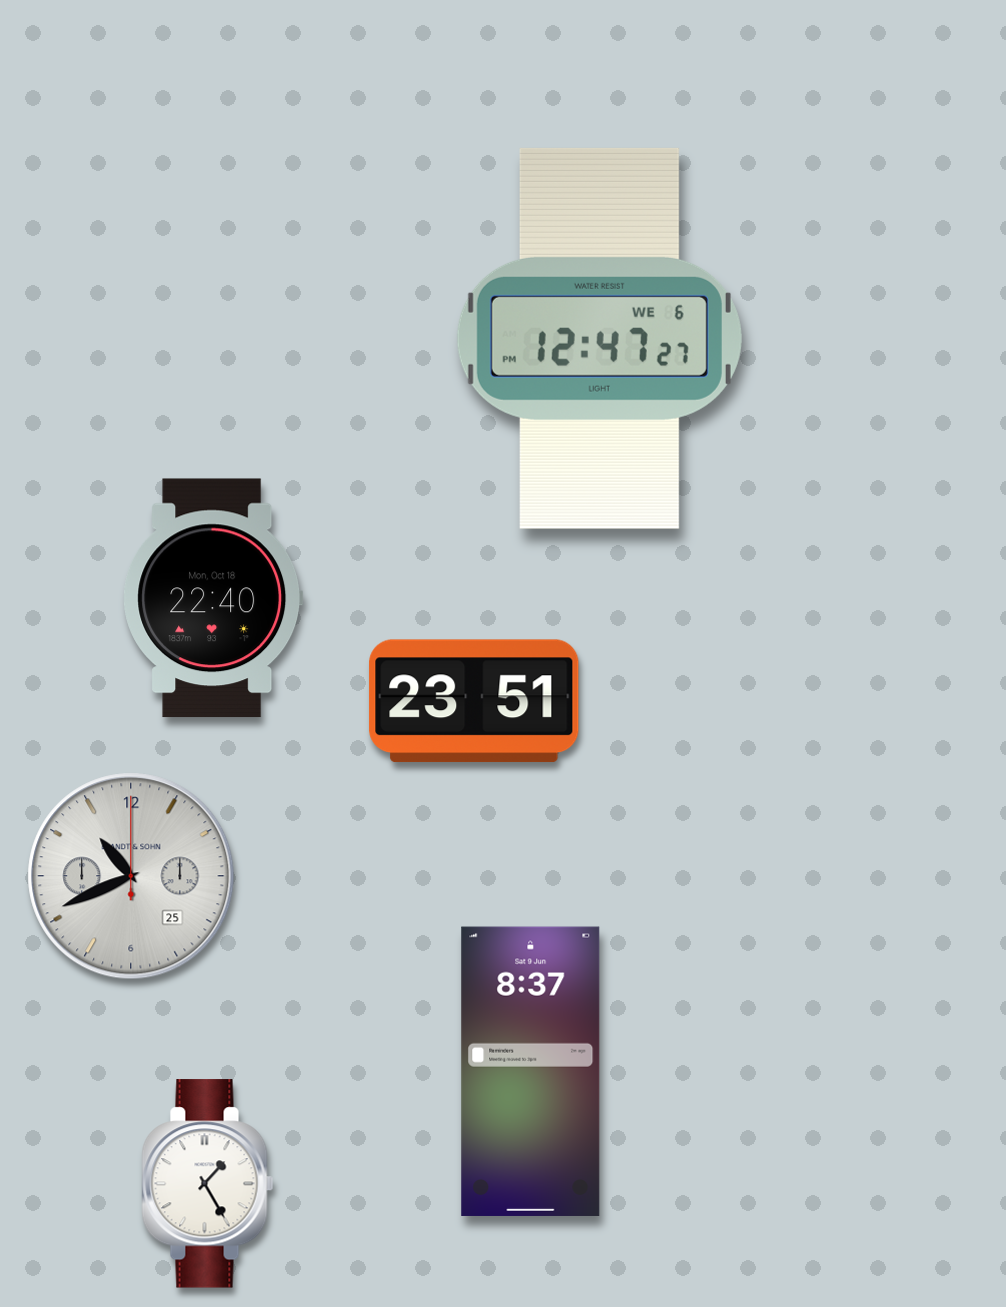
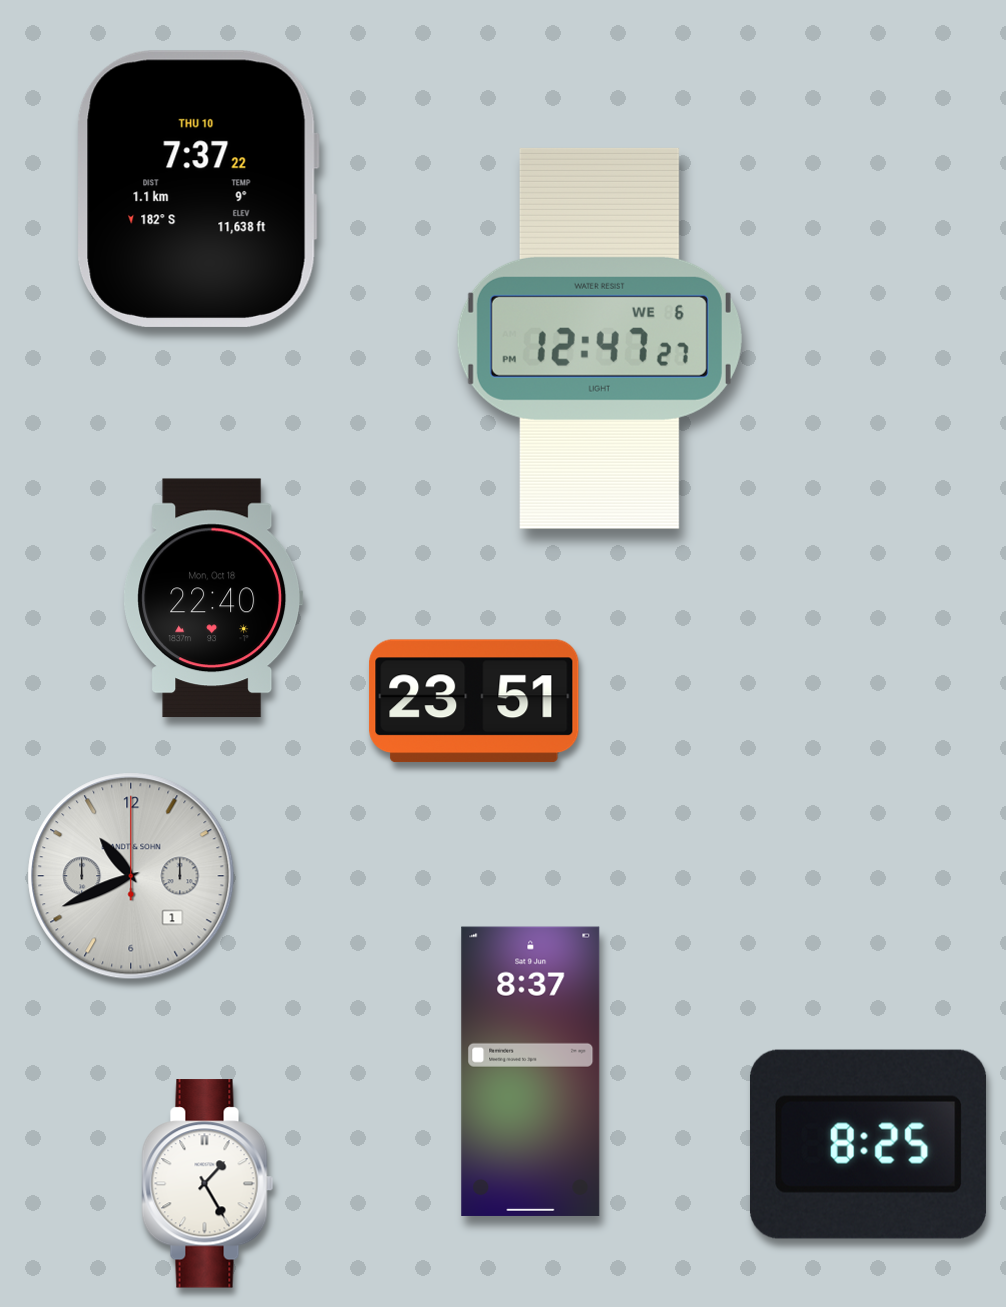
clock at (198, 189): none -> 7:37
clock at (131, 876) date: 25 -> 1
clock at (869, 1144): none -> 8:25
